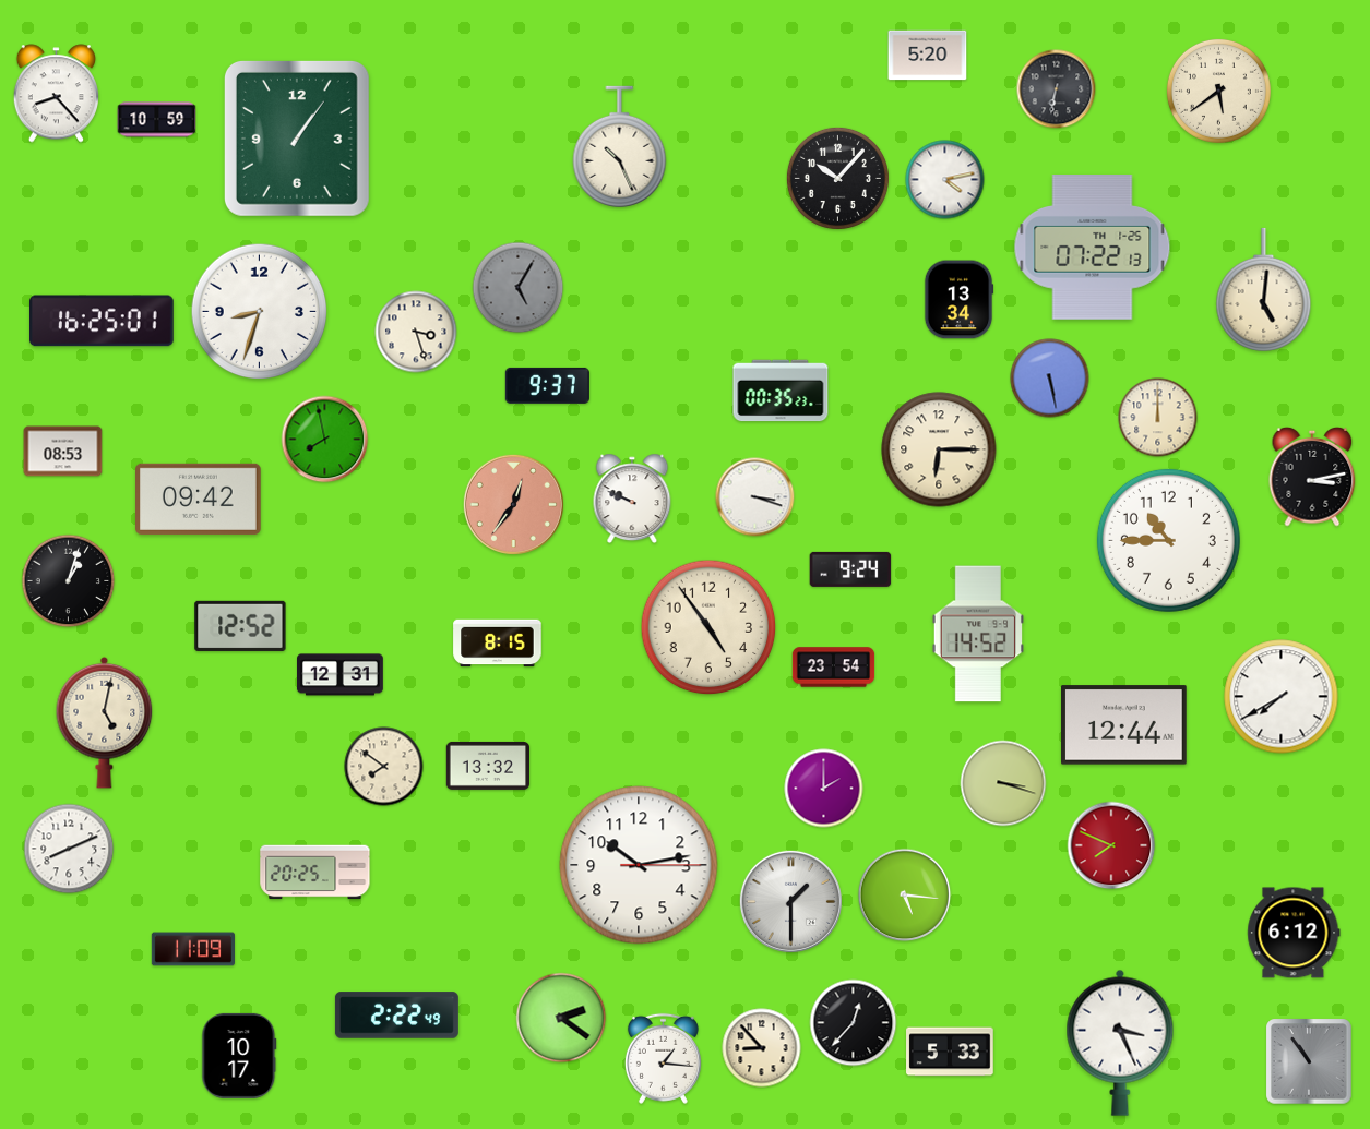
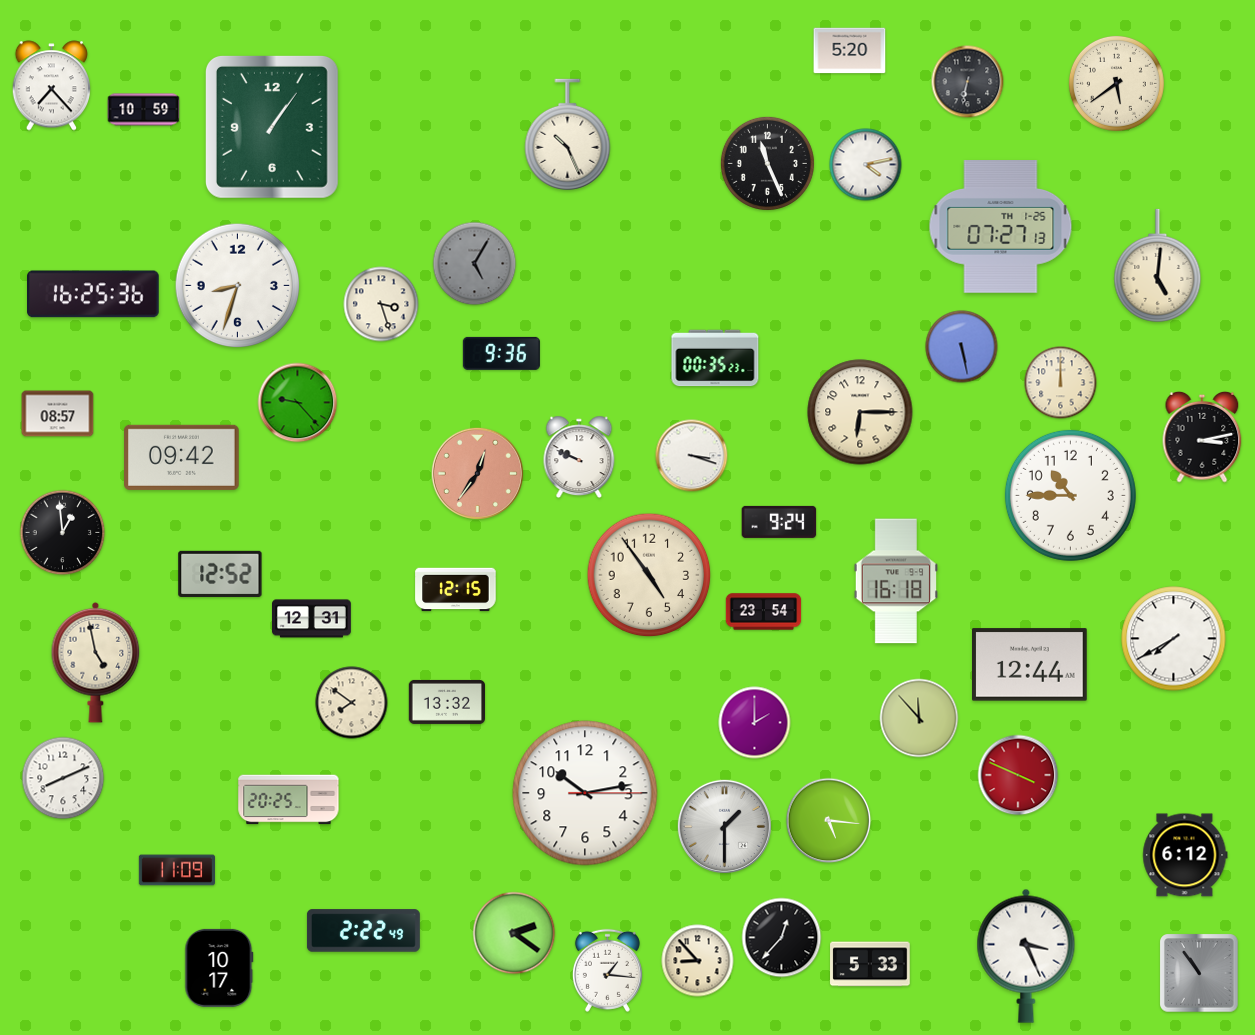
clock at (56, 94): 8:23 -> 7:23
clock at (837, 178): 10:07 -> 11:26
clock at (1093, 248): 07:22 -> 07:27
clock at (958, 300): 13:34 -> none
clock at (103, 321): 16:25:01 -> 16:25:36
clock at (547, 385): 9:37 -> 9:36
clock at (325, 440): 7:58 -> 9:23
clock at (63, 452): 08:53 -> 08:57
clock at (513, 504) position: (513, 504) -> (477, 473)
clock at (69, 581): 1:03 -> 12:59
clock at (978, 634): 14:52 -> 16:18
clock at (498, 644): 8:15 -> 12:15
clock at (105, 722): 5:02 -> 4:58
clock at (1003, 783): 3:18 -> 11:53
clock at (1111, 845): 7:49 -> 3:49
